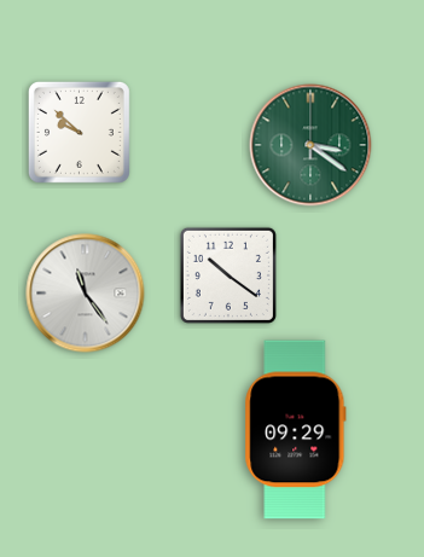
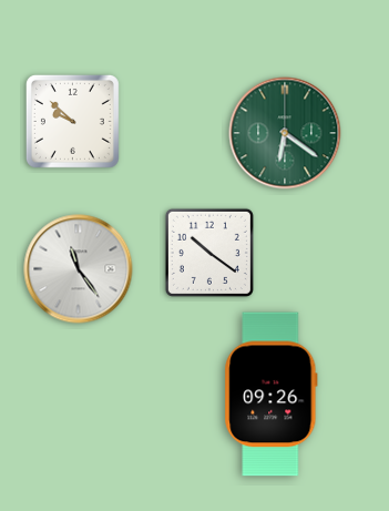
clock at (310, 145): 3:21 -> 6:21
clock at (296, 430): 09:29 -> 09:26
